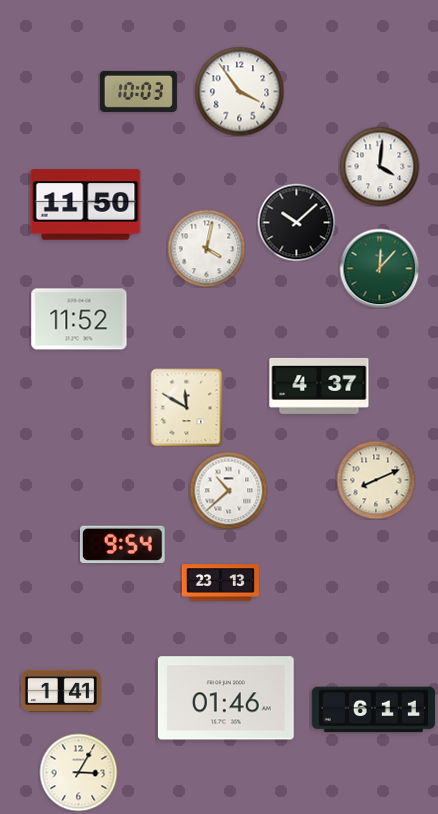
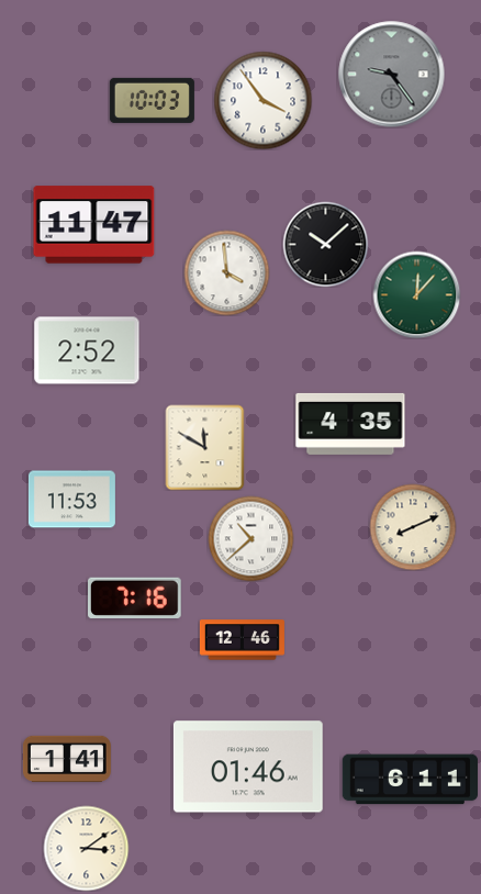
clock at (392, 75): none -> 9:24
clock at (379, 166): 4:01 -> none
clock at (86, 205): 11:50 -> 11:47
clock at (206, 248): 4:02 -> 3:59
clock at (79, 319): 11:52 -> 2:52
clock at (319, 386): 4:37 -> 4:35
clock at (71, 500): none -> 11:53
clock at (123, 544): 9:54 -> 7:16
clock at (220, 583): 23:13 -> 12:46
clock at (78, 772): 3:05 -> 3:09
